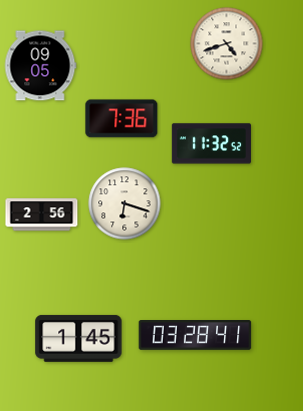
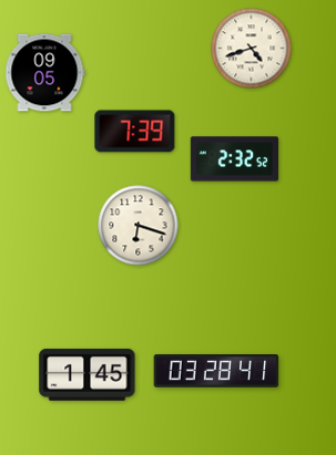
clock at (122, 119): 7:36 -> 7:39
clock at (211, 144): 11:32 -> 2:32
clock at (42, 215): 2:56 -> none
